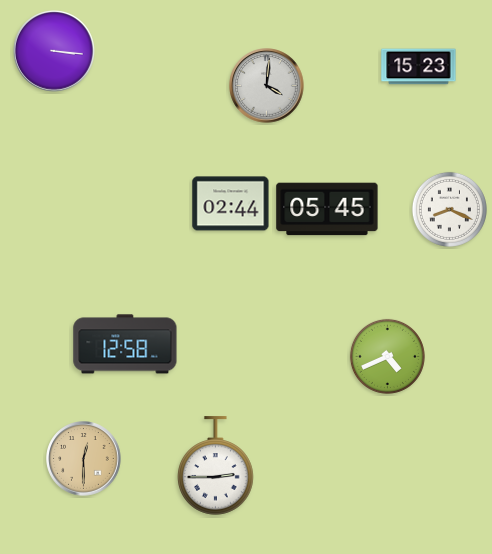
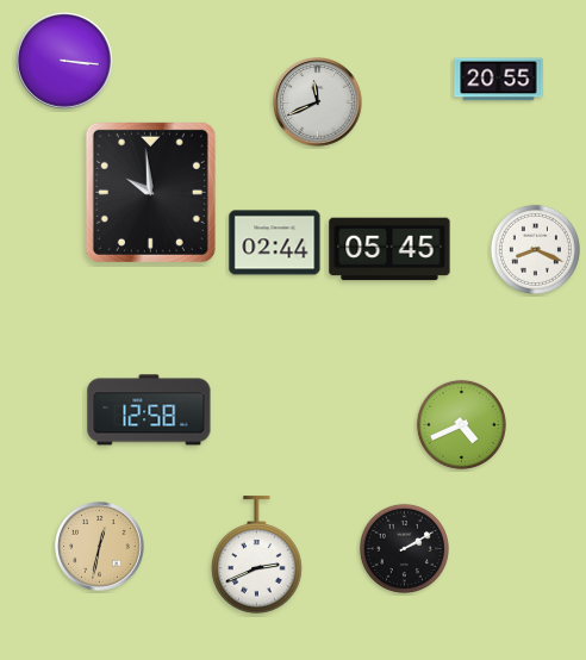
clock at (419, 67): 15:23 -> 20:55
clock at (267, 86): 4:01 -> 11:41
clock at (150, 192): none -> 9:59
clock at (84, 459): 12:30 -> 12:32
clock at (404, 548): none -> 2:10
clock at (216, 466): 2:45 -> 2:41
